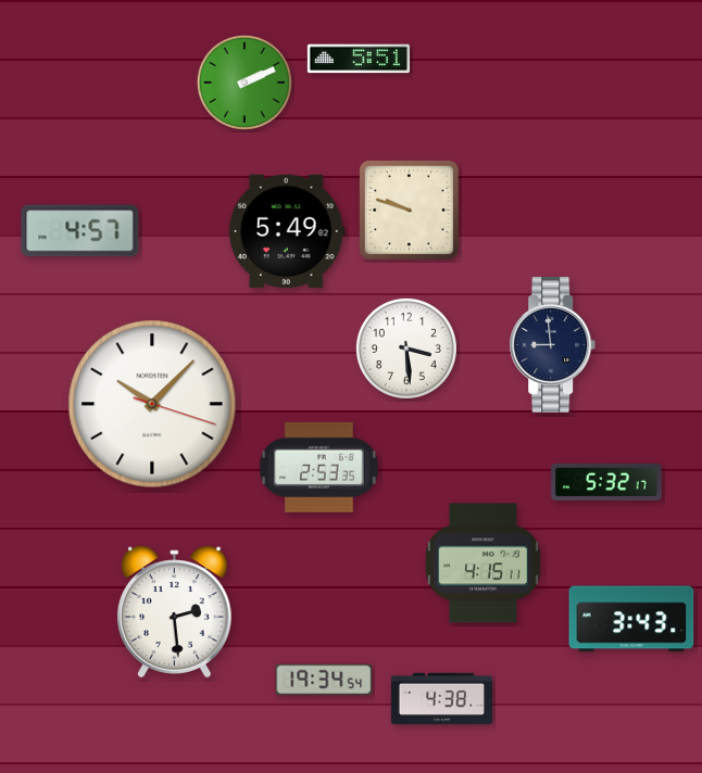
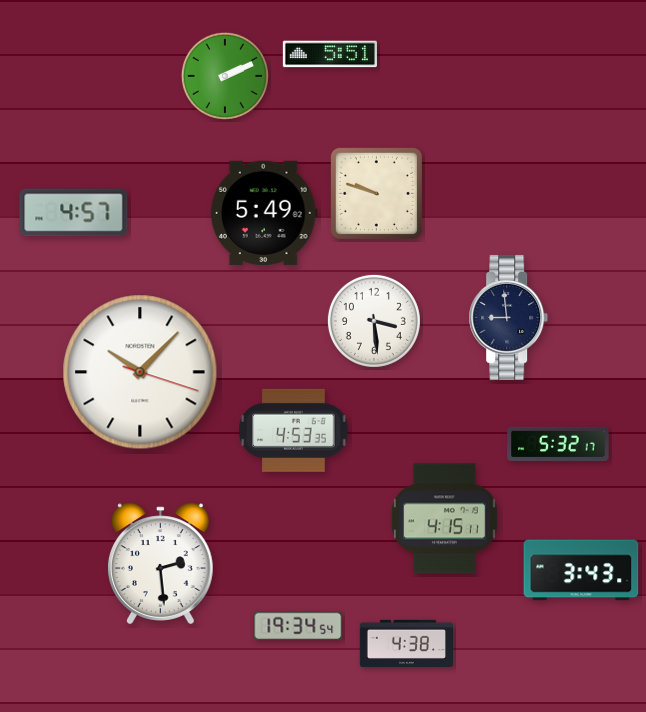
clock at (319, 467): 2:53 -> 4:53
